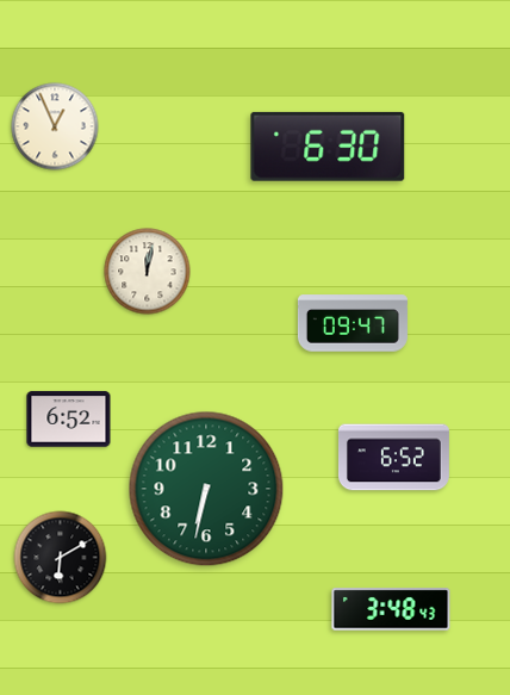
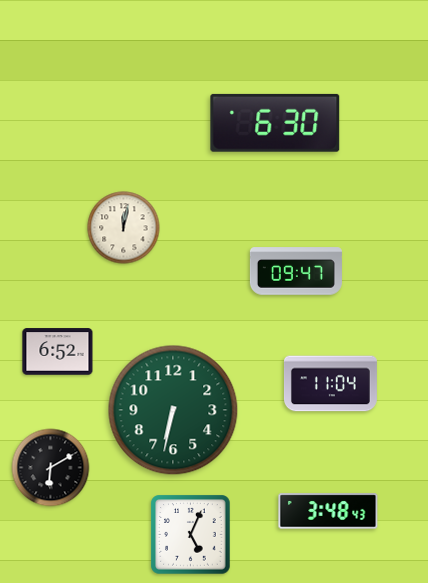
clock at (55, 126): 12:56 -> none
clock at (393, 458): 6:52 -> 11:04
clock at (191, 535): none -> 5:04
